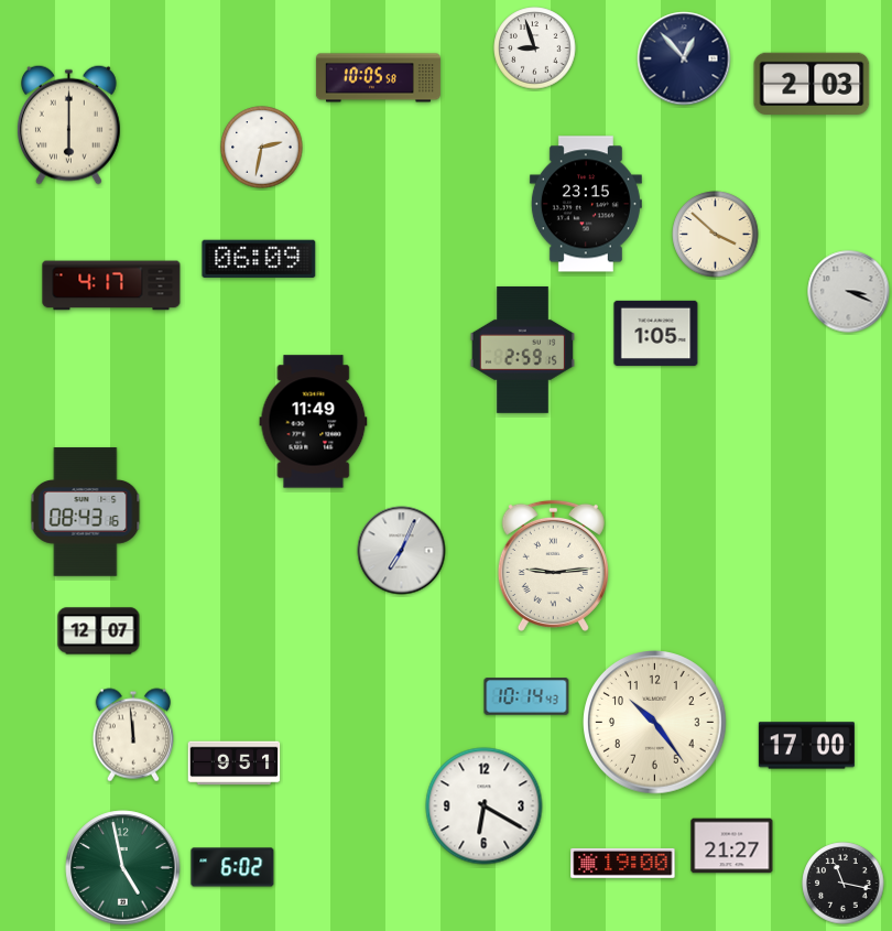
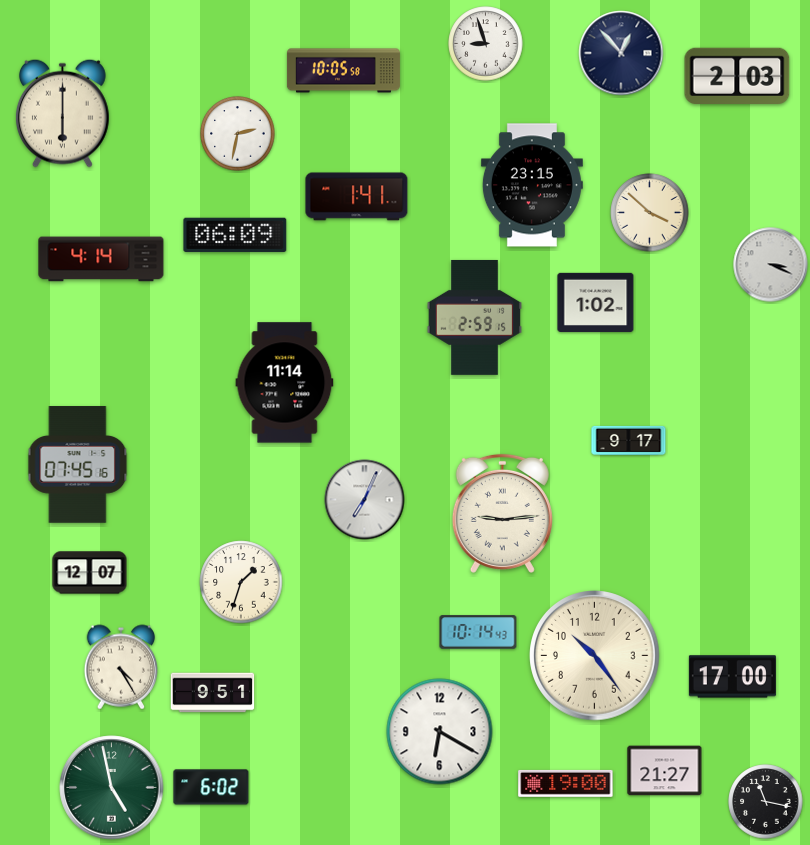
clock at (357, 197): none -> 1:41
clock at (111, 285): 4:17 -> 4:14
clock at (656, 333): 1:05 -> 1:02
clock at (314, 422): 11:49 -> 11:14
clock at (629, 440): none -> 9:17
clock at (86, 512): 08:43 -> 07:45
clock at (241, 582): none -> 1:33
clock at (133, 735): 11:59 -> 4:25
clock at (732, 846) position: (732, 846) -> (665, 771)
